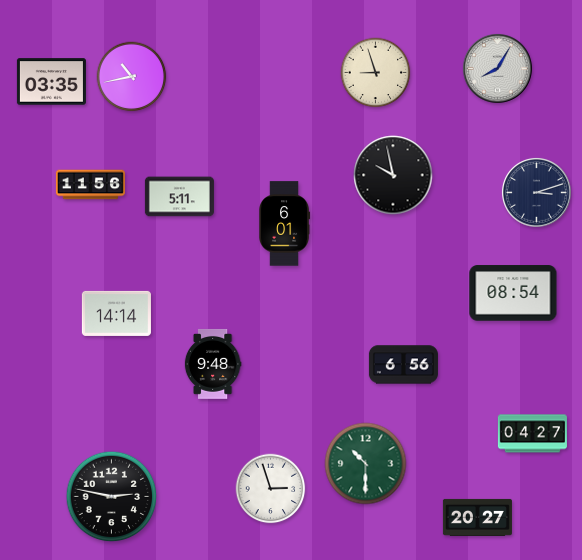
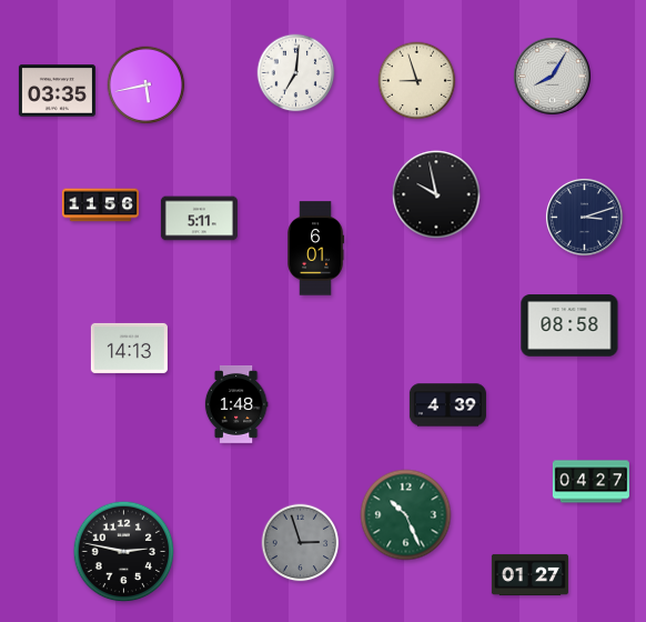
clock at (296, 73): none -> 7:01
clock at (132, 77): 10:43 -> 5:43
clock at (536, 192) position: (536, 192) -> (584, 217)
clock at (513, 293): 08:54 -> 08:58
clock at (116, 313): 14:14 -> 14:13
clock at (213, 364): 9:48 -> 1:48
clock at (403, 365): 6:56 -> 4:39
clock at (366, 464): 10:30 -> 10:26
clock at (271, 489) dial: white -> grey
clock at (477, 517): 20:27 -> 01:27
